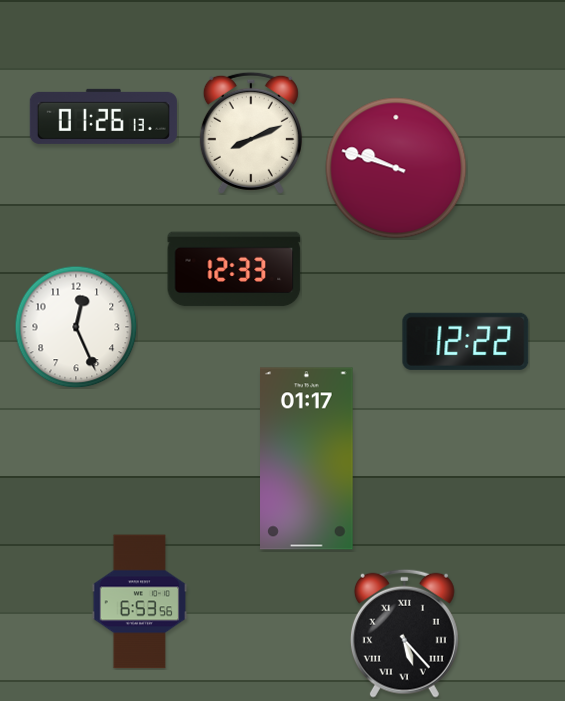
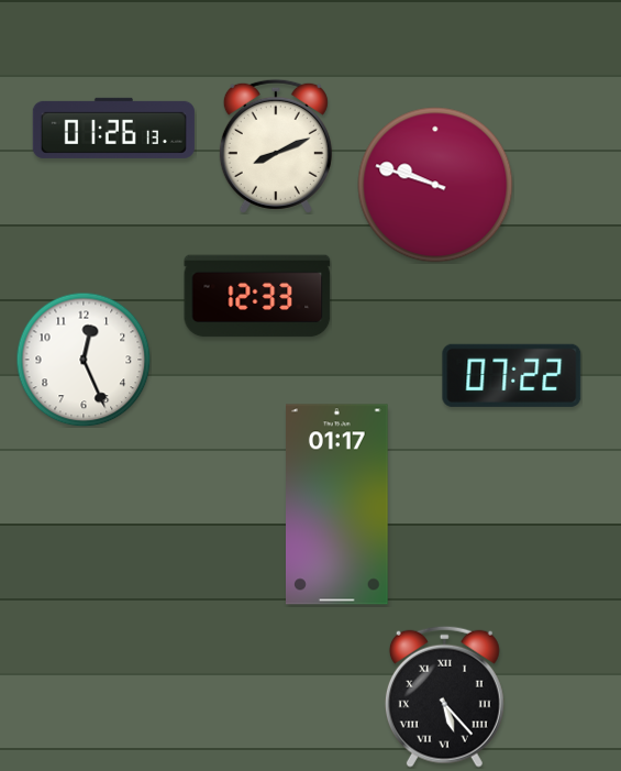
clock at (466, 341): 12:22 -> 07:22
clock at (140, 602): 6:53 -> none
